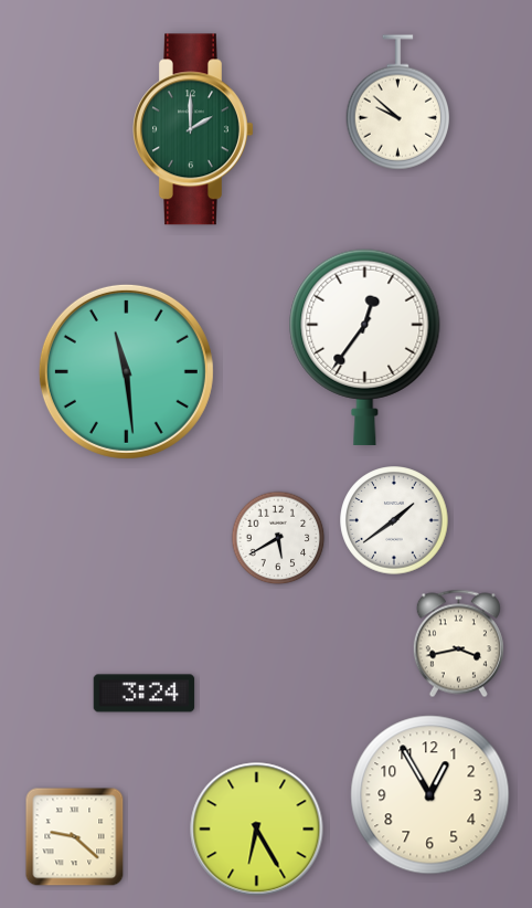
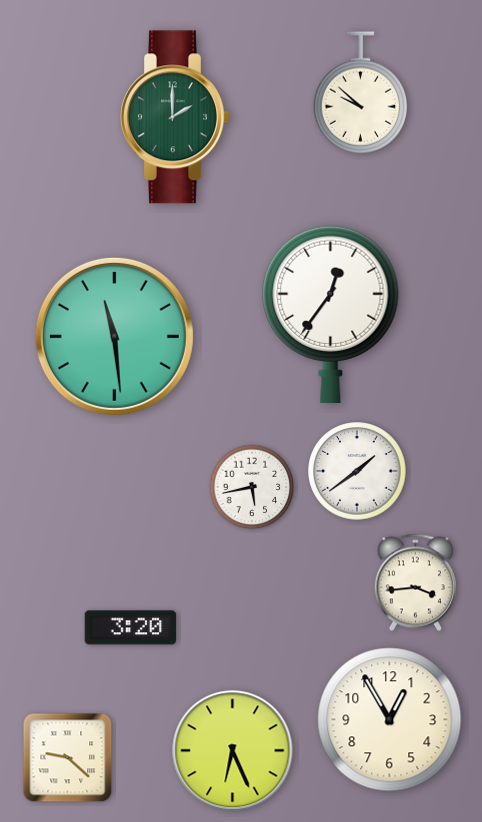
clock at (278, 538): 5:40 -> 5:43
clock at (458, 644): 3:43 -> 3:44
clock at (145, 694): 3:24 -> 3:20
clock at (257, 830): 6:25 -> 6:26
